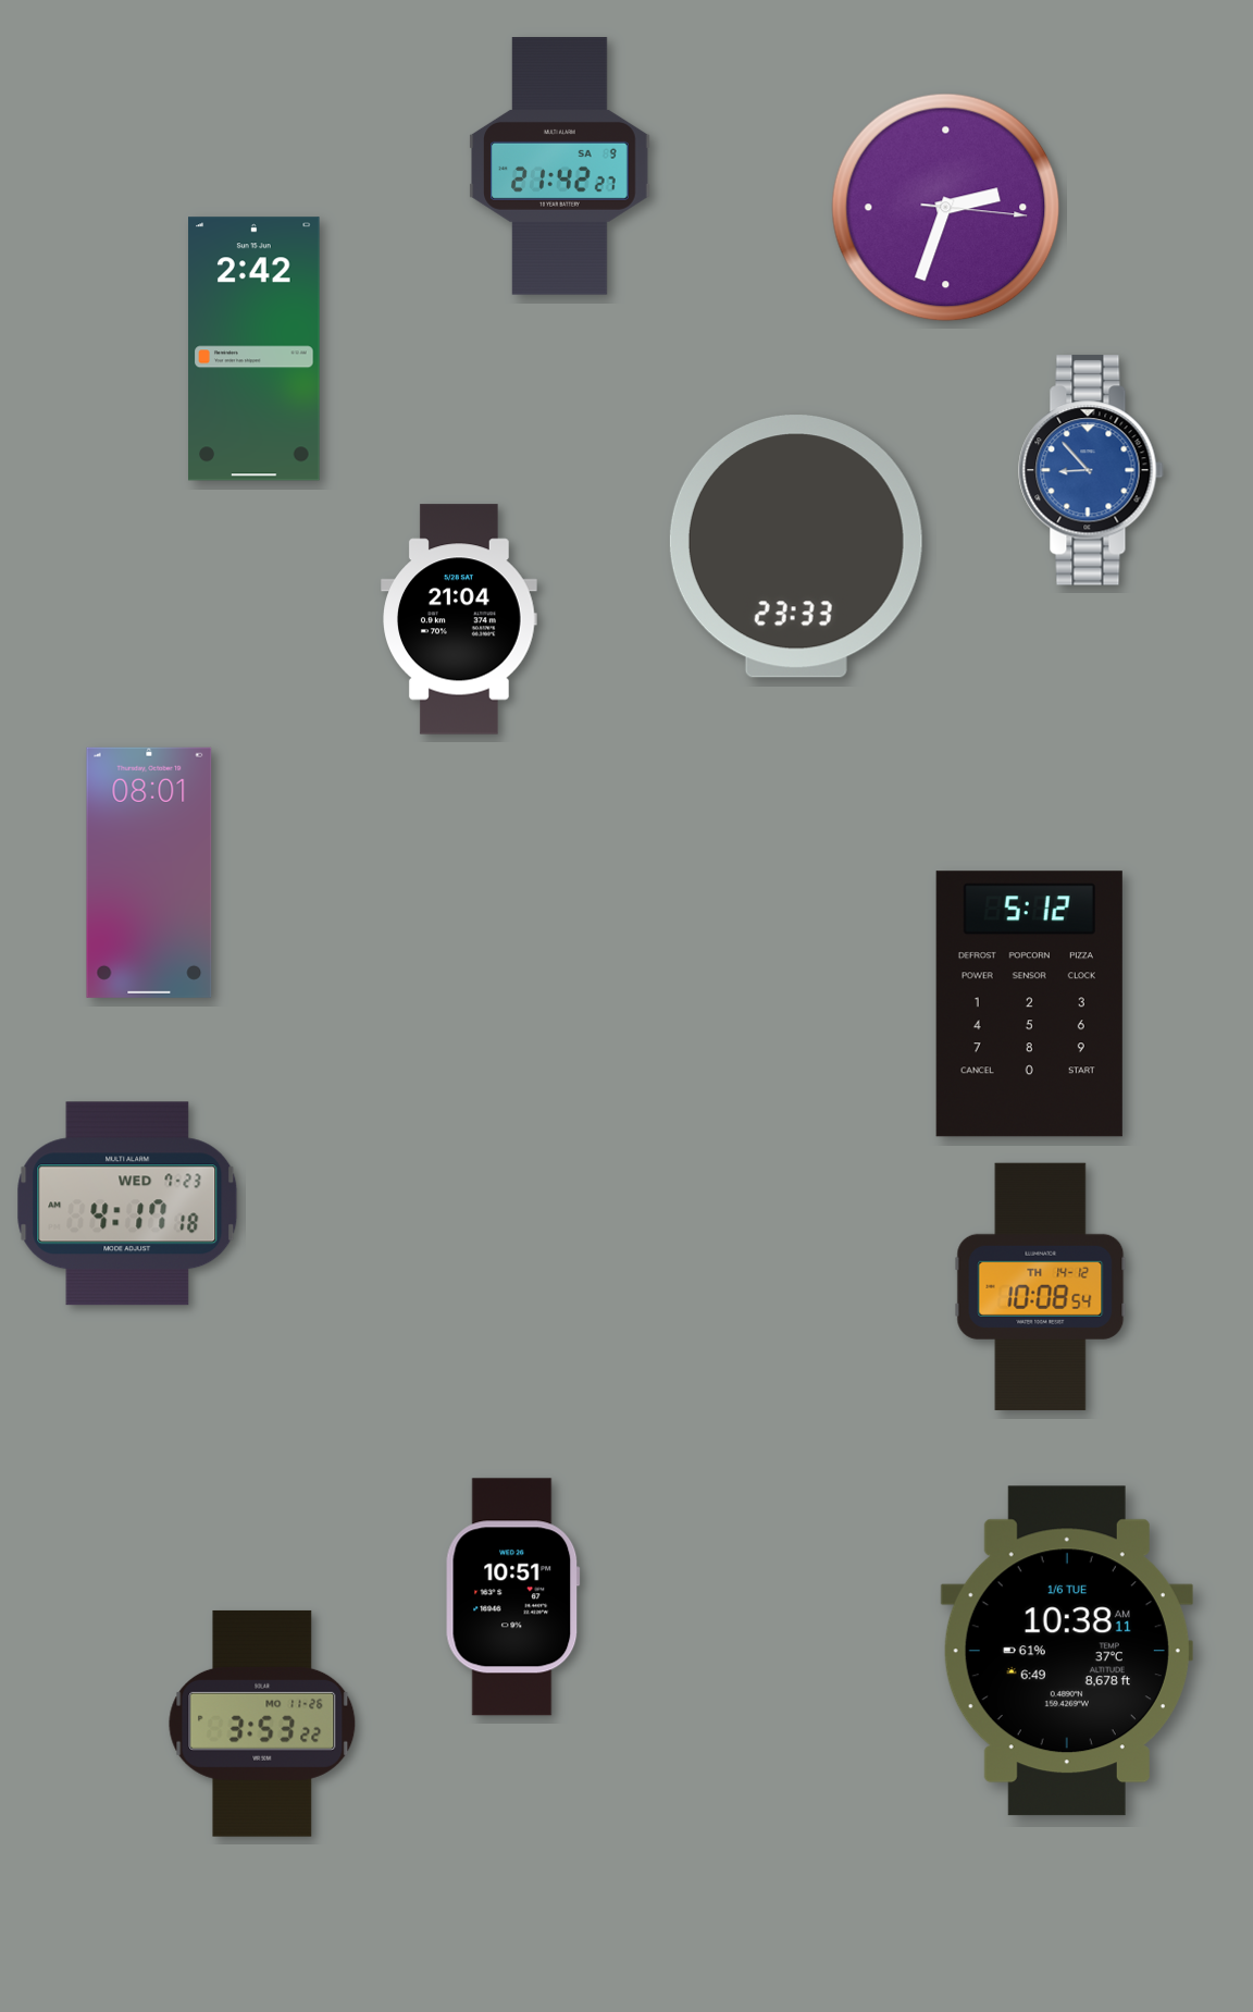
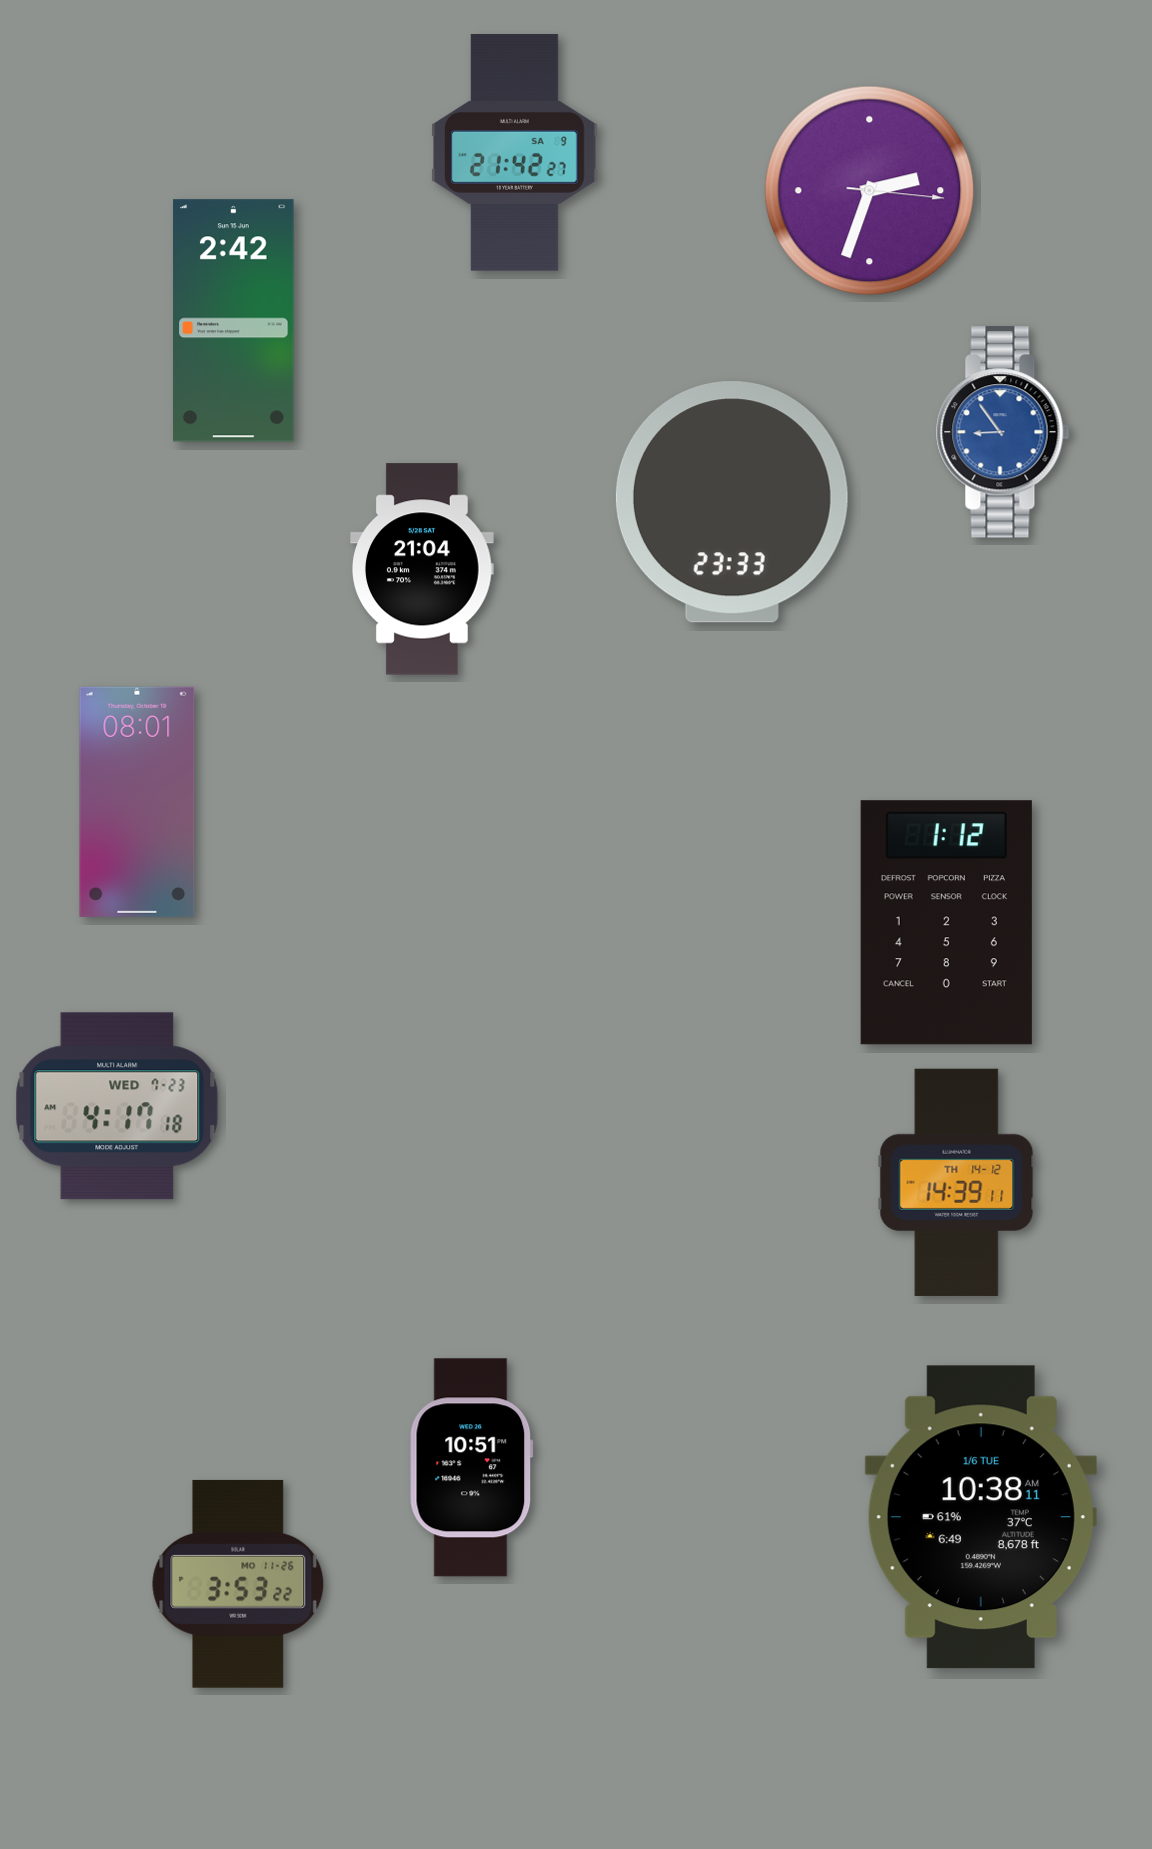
clock at (1091, 470): 8:53 -> 8:54
clock at (1029, 1004): 5:12 -> 1:12
clock at (1041, 1286): 10:08 -> 14:39
clock at (262, 1724) position: (262, 1724) -> (238, 1584)
